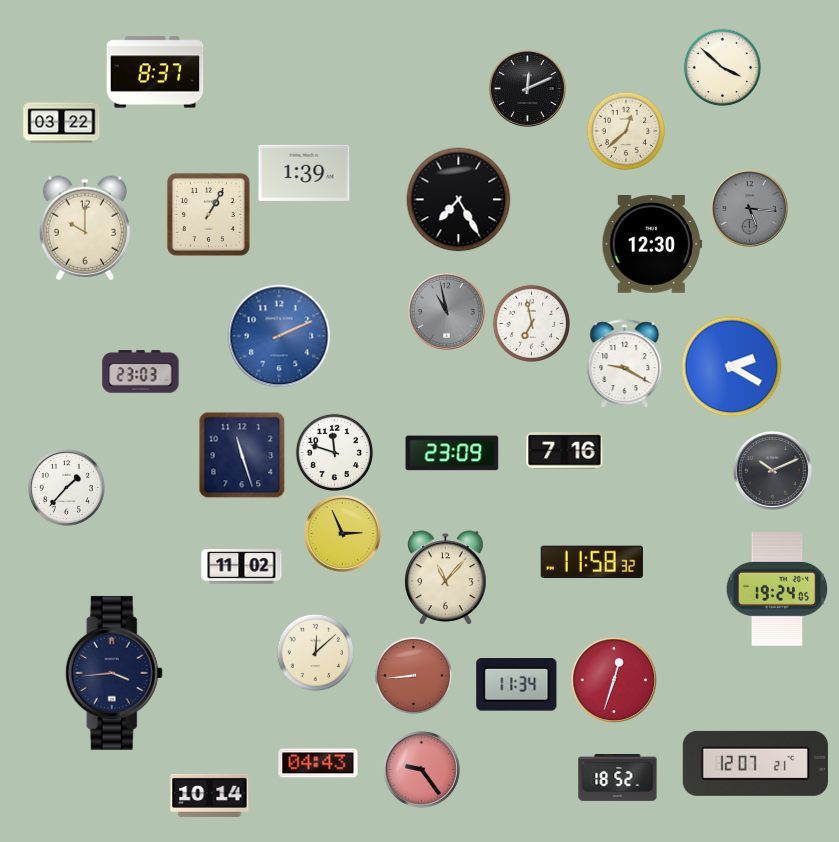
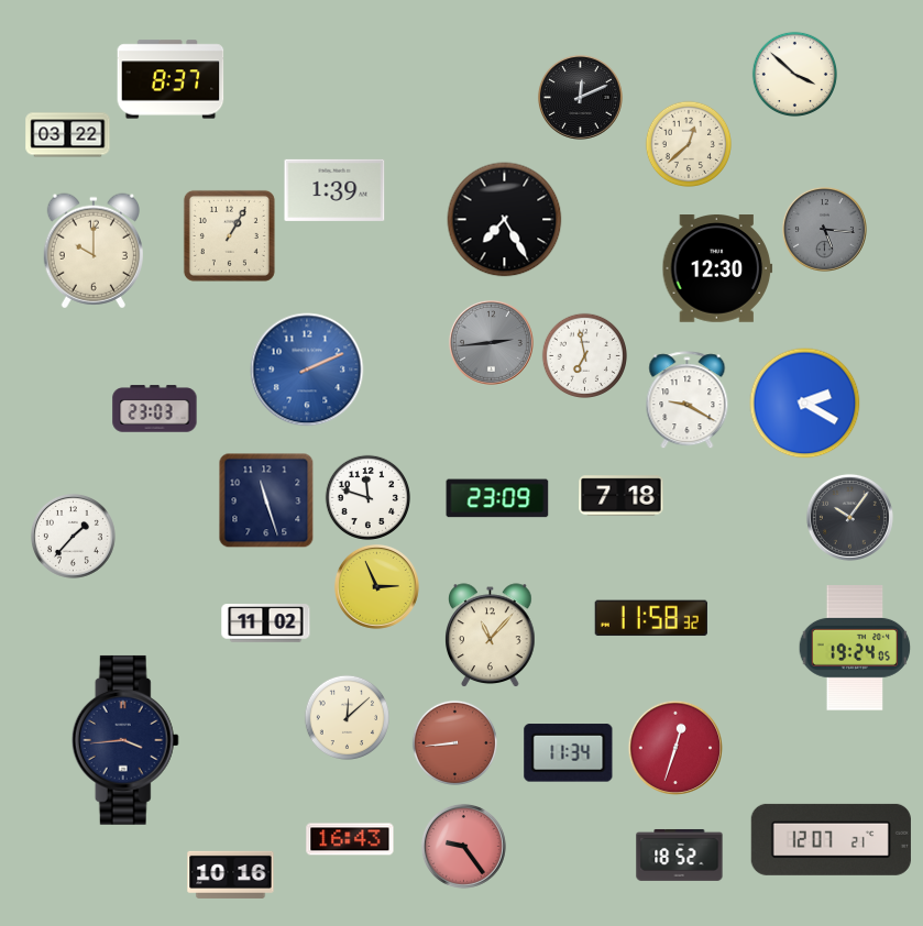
clock at (446, 311): 10:58 -> 2:44
clock at (565, 451): 7:16 -> 7:18
clock at (772, 470): 10:11 -> 10:06
clock at (318, 763): 04:43 -> 16:43
clock at (210, 795): 10:14 -> 10:16
